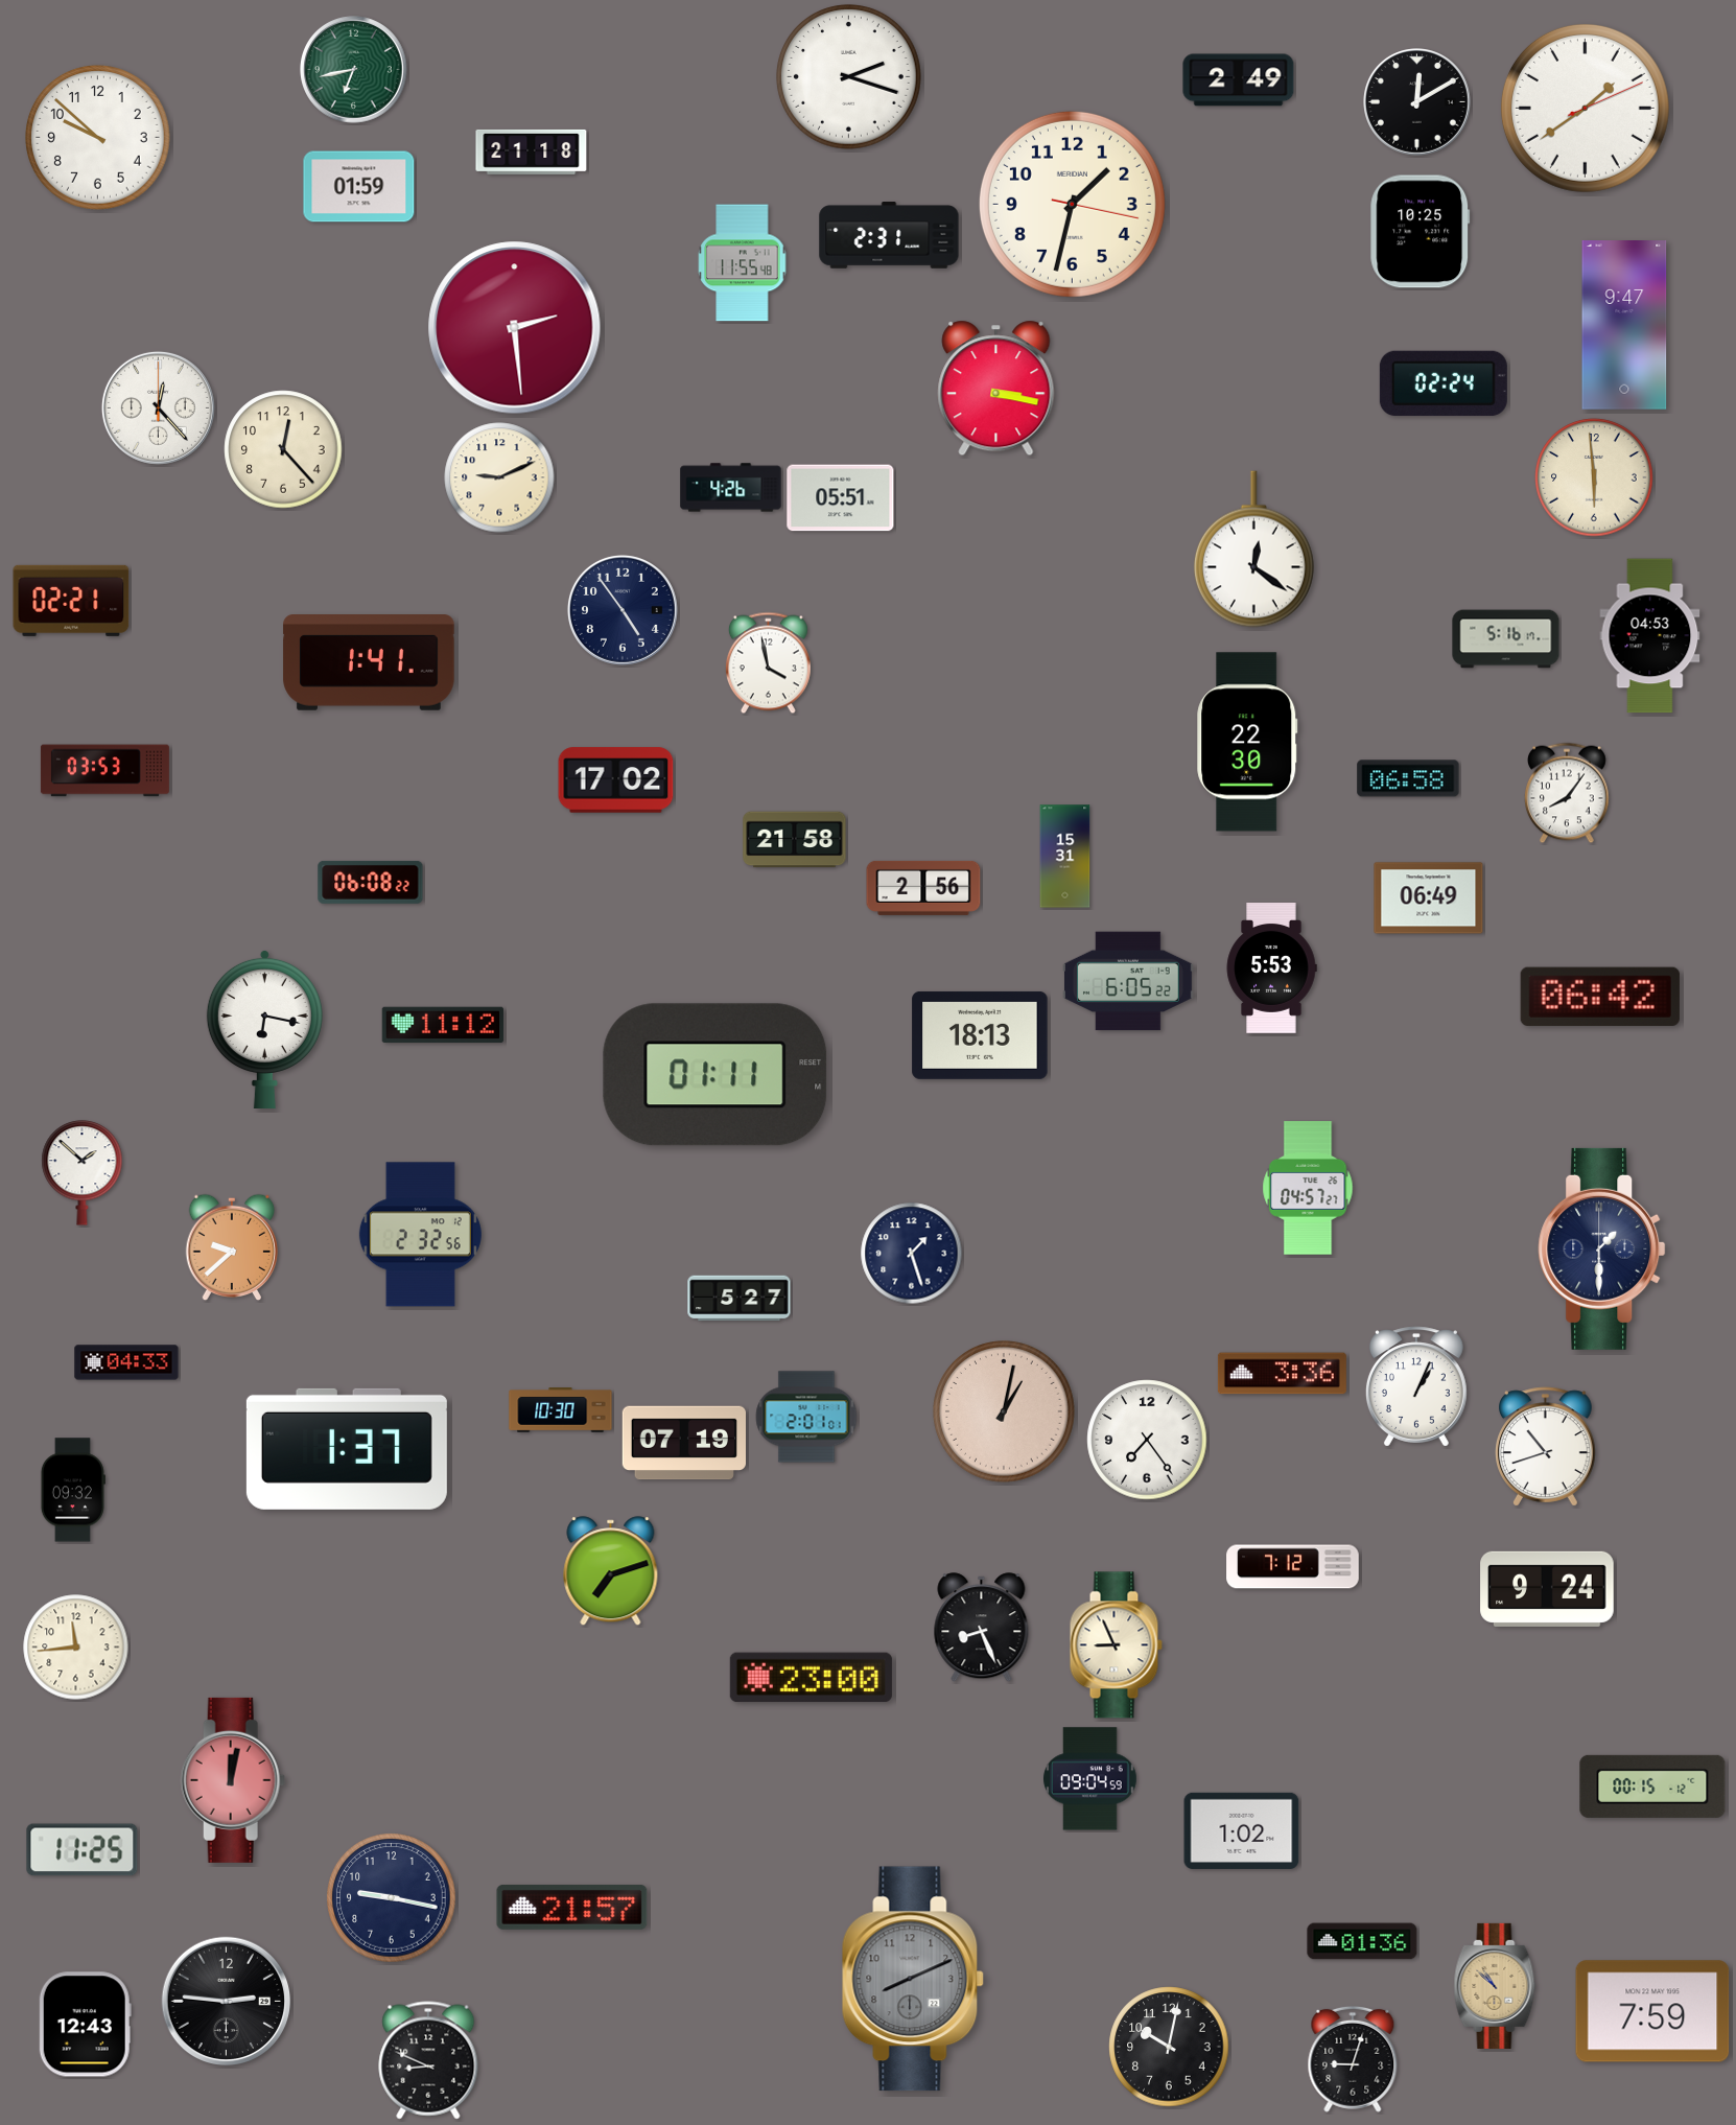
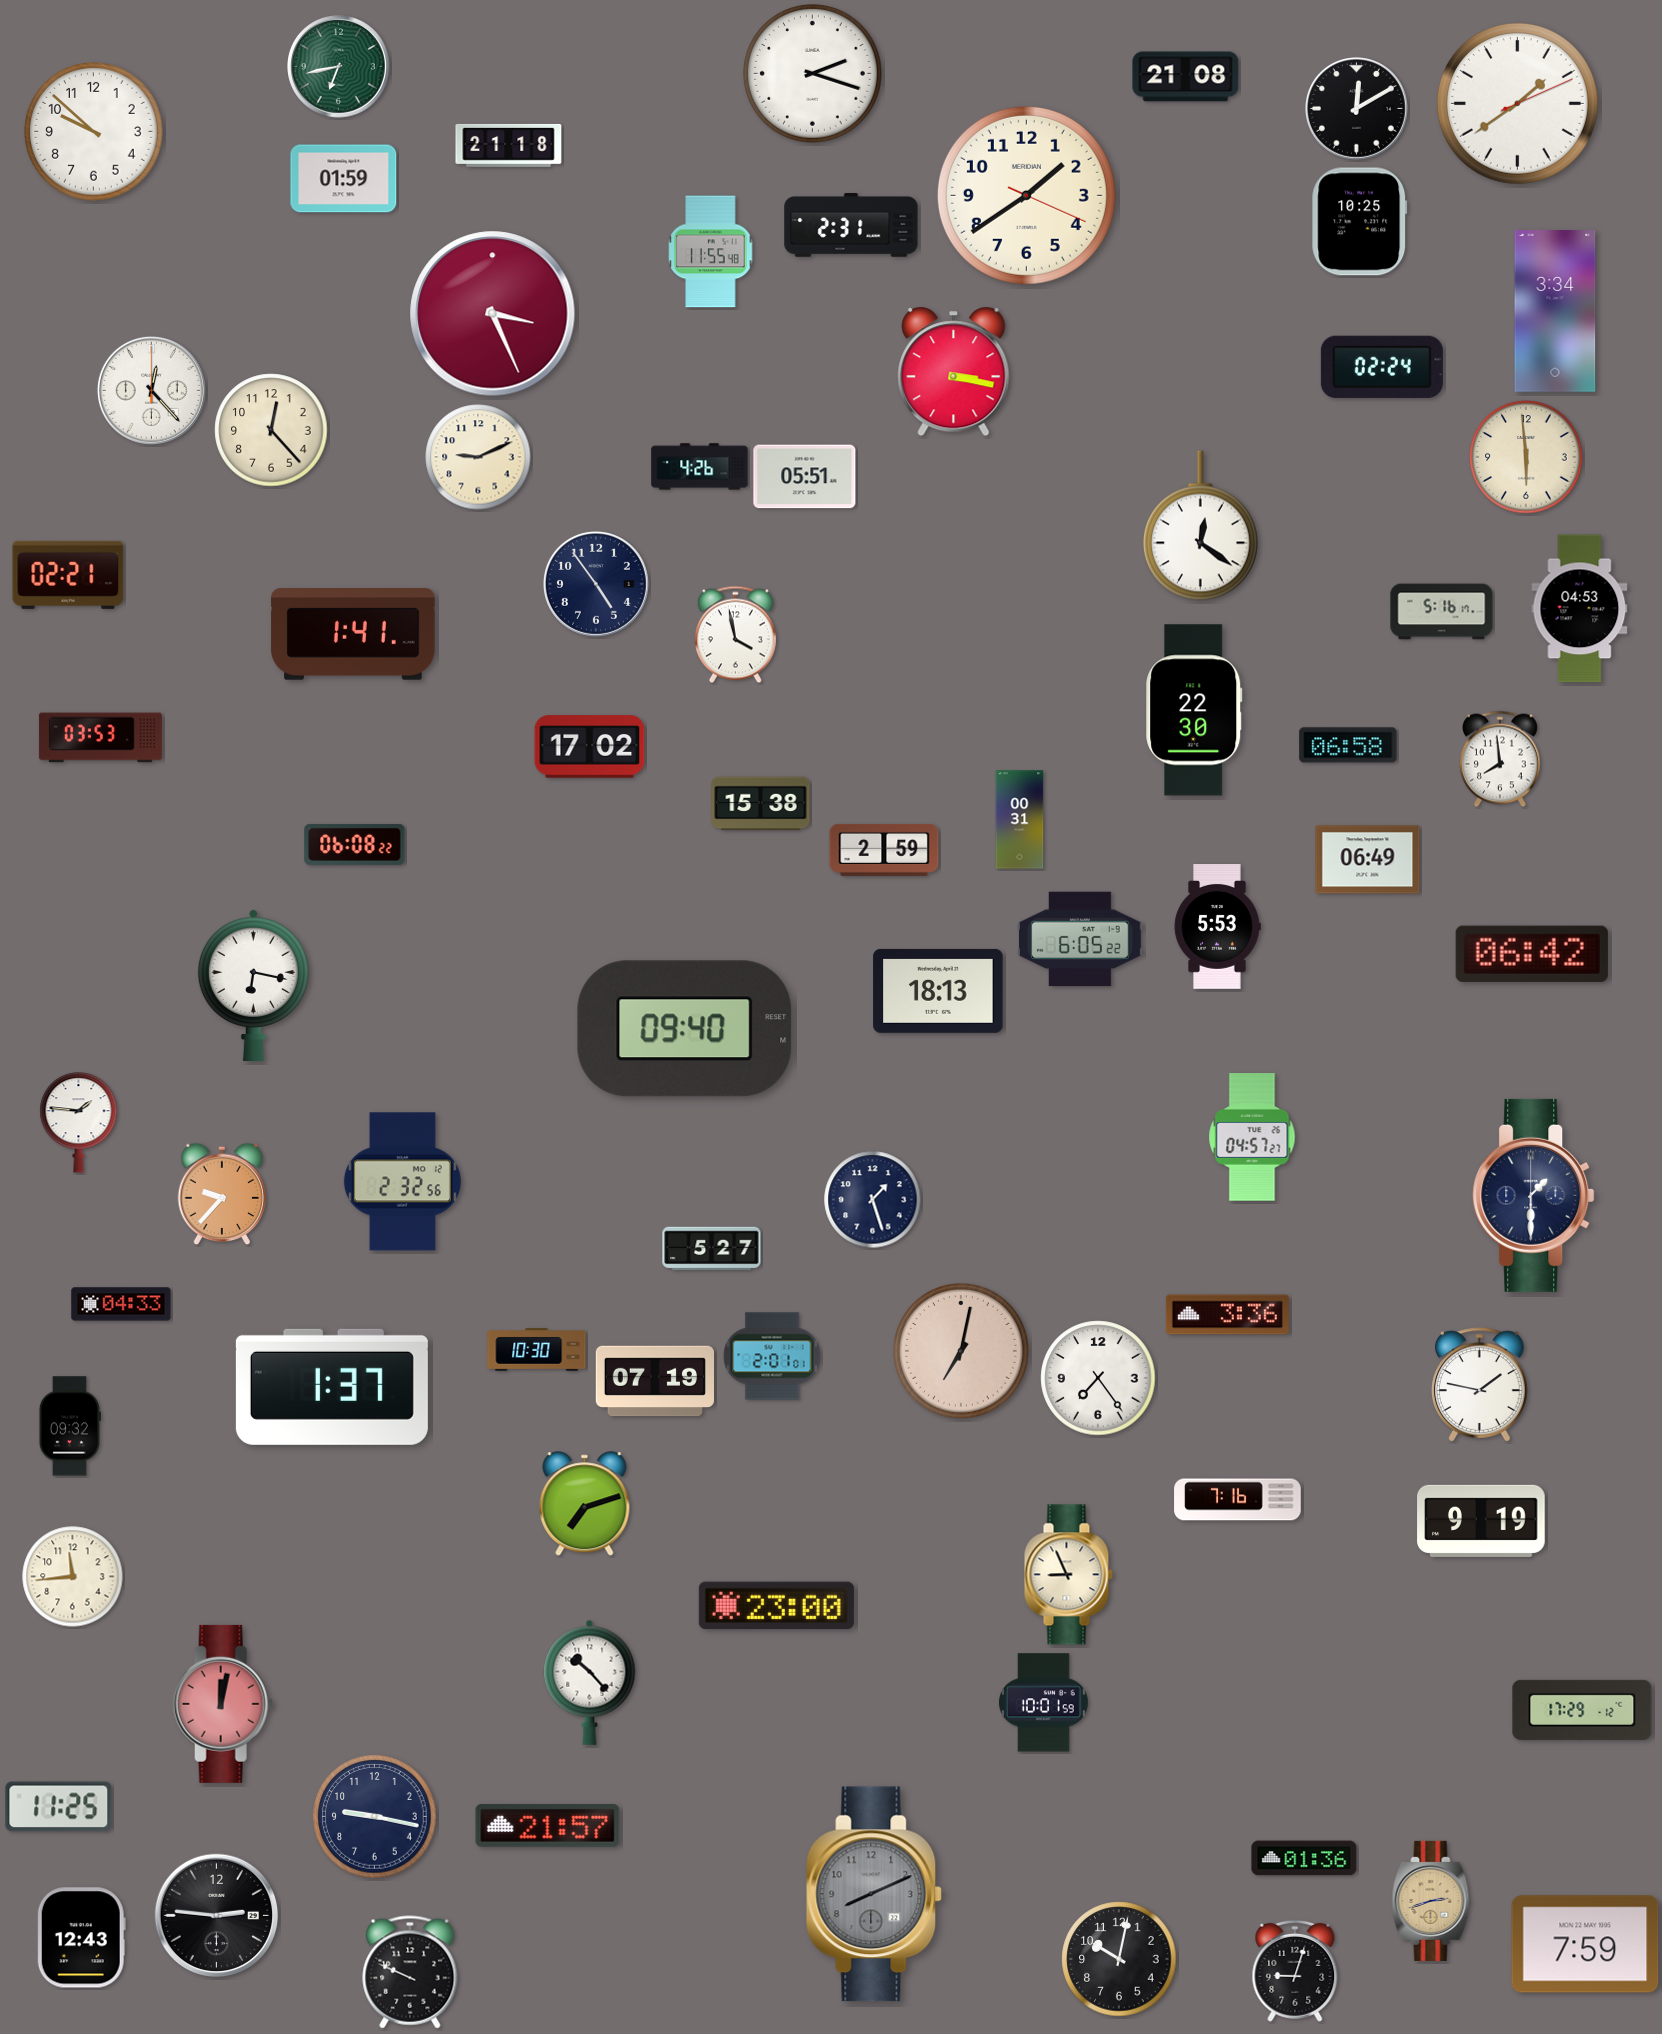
clock at (1239, 80): 2:49 -> 21:08
clock at (1417, 102) position: (1417, 102) -> (1357, 109)
clock at (1072, 204): 1:32 -> 1:39
clock at (1624, 325): 9:47 -> 3:34
clock at (515, 328): 2:29 -> 3:26
clock at (1568, 793): 8:06 -> 7:59
clock at (795, 840): 21:58 -> 15:38
clock at (1065, 857): 15:31 -> 00:31
clock at (923, 888): 2:56 -> 2:59
clock at (443, 1025): 11:12 -> none
clock at (715, 1075): 01:11 -> 09:40
clock at (83, 1173): 1:52 -> 1:46
clock at (232, 1247): 9:38 -> 9:37
clock at (740, 1299) position: (740, 1299) -> (712, 1249)
clock at (1416, 1386): 1:04 -> none
clock at (1004, 1411): 1:02 -> 7:02
clock at (1546, 1447): 10:42 -> 1:47
clock at (1293, 1567): 7:12 -> 7:16
clock at (1547, 1589): 9:24 -> 9:19
clock at (982, 1628): 8:26 -> none
clock at (590, 1682): none -> 10:23
clock at (1089, 1779): 09:04 -> 10:01
clock at (1652, 1787): 00:15 -> 17:29
clock at (1242, 1830): 1:02 -> none
clock at (83, 1850) position: (83, 1850) -> (59, 1807)
clock at (1495, 1986): 10:52 -> 2:42
clock at (1652, 2011) position: (1652, 2011) -> (1585, 1944)
clock at (428, 2060): 8:49 -> 9:49
